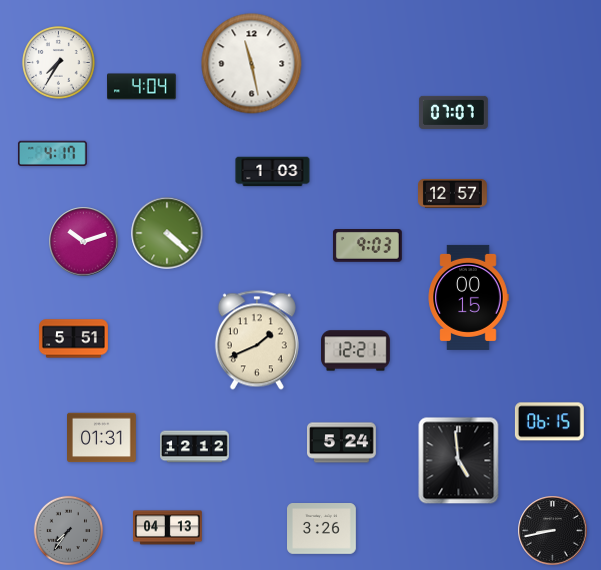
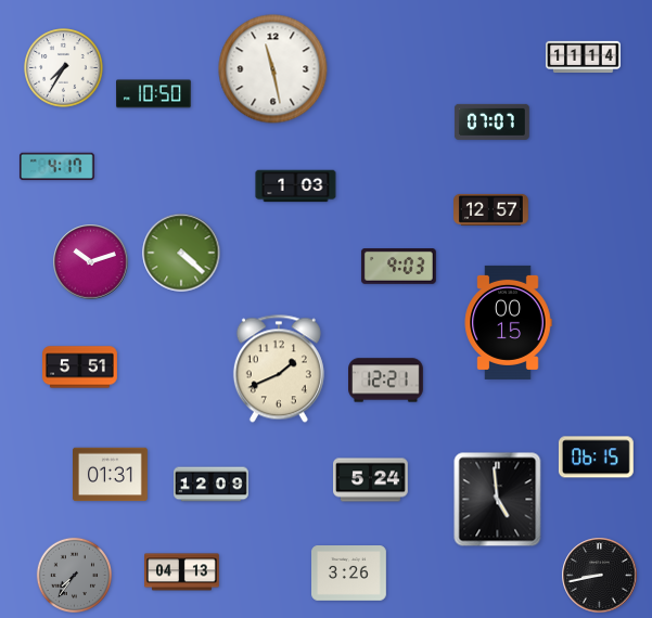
clock at (584, 56): none -> 11:14
clock at (142, 87): 4:04 -> 10:50
clock at (195, 447): 12:12 -> 12:09
